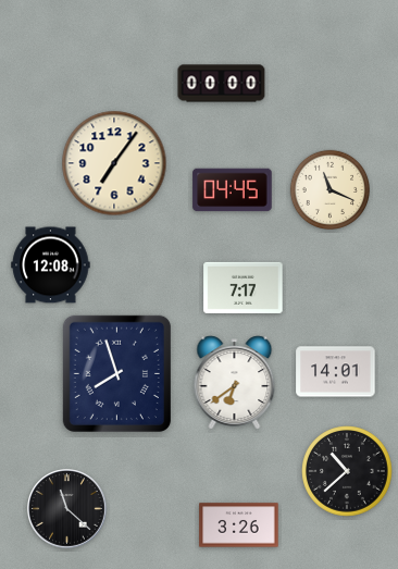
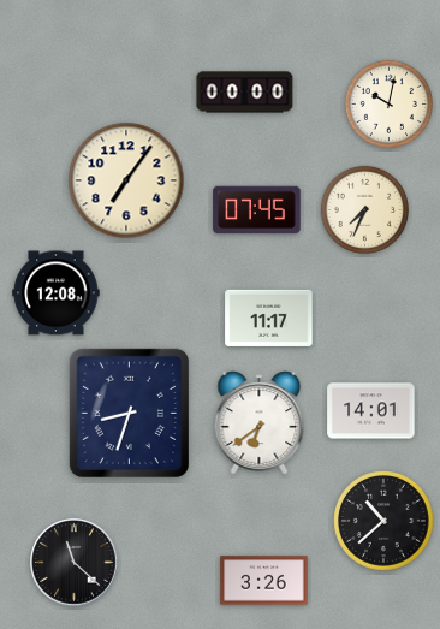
clock at (388, 103): none -> 10:02
clock at (329, 189): 11:19 -> 7:34
clock at (233, 190): 04:45 -> 07:45
clock at (244, 287): 7:17 -> 11:17
clock at (116, 373): 7:57 -> 8:33
